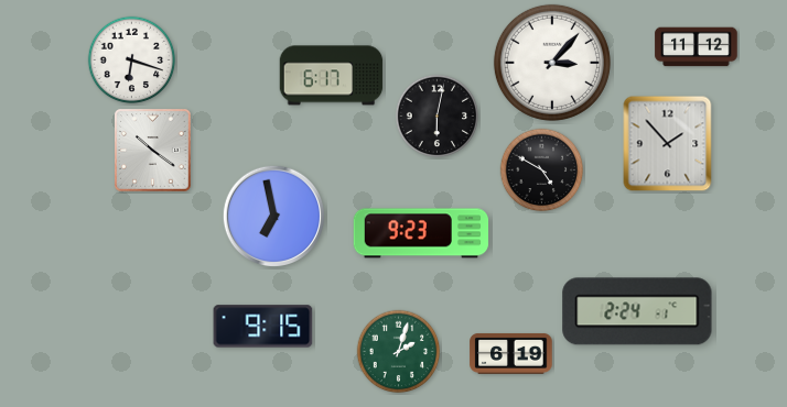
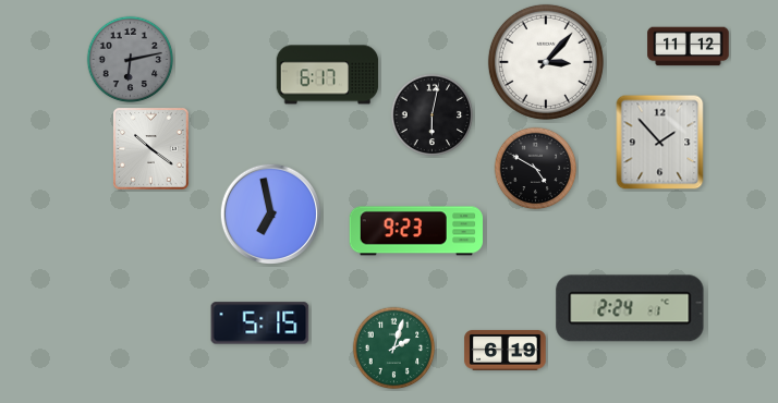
clock at (132, 61): 6:18 -> 6:13
clock at (132, 61) dial: white -> grey
clock at (263, 327): 9:15 -> 5:15
